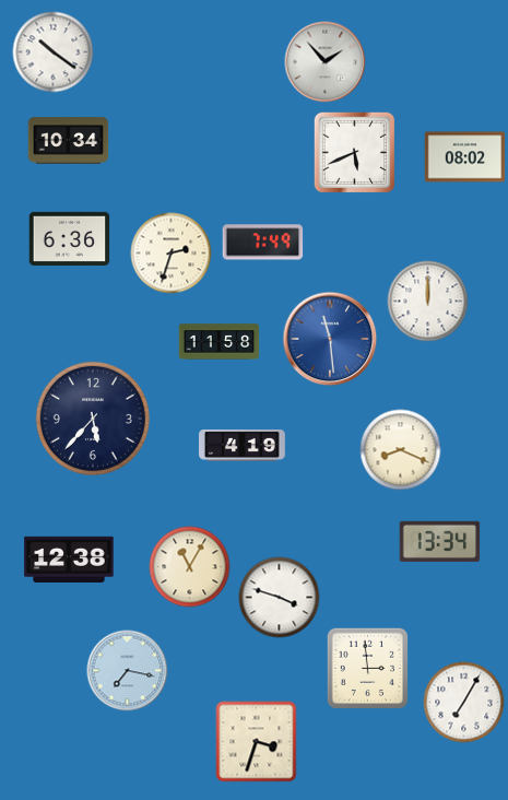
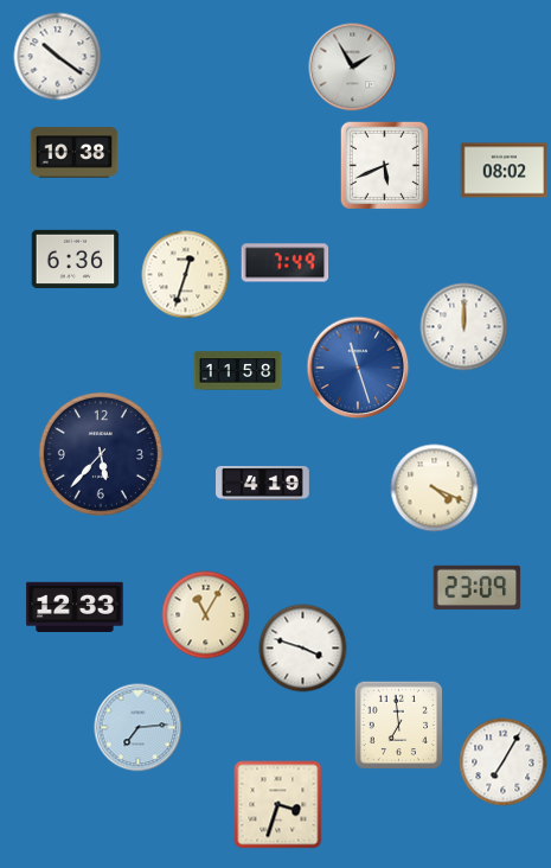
clock at (326, 62): 1:53 -> 1:55
clock at (69, 141): 10:34 -> 10:38
clock at (172, 254): 2:33 -> 12:33
clock at (330, 339): 11:29 -> 11:27
clock at (401, 450): 8:19 -> 4:19
clock at (440, 541): 13:34 -> 23:09
clock at (69, 558): 12:38 -> 12:33
clock at (368, 669): 2:59 -> 6:59
clock at (128, 671): 7:17 -> 7:14
